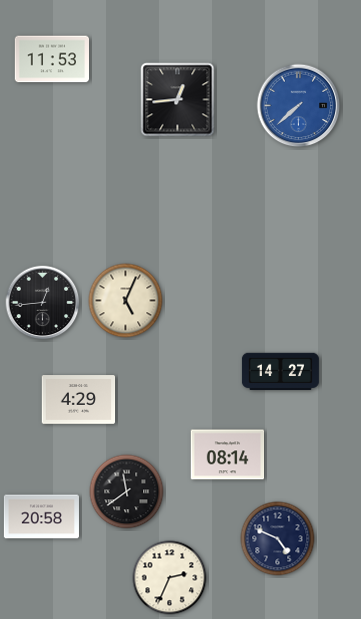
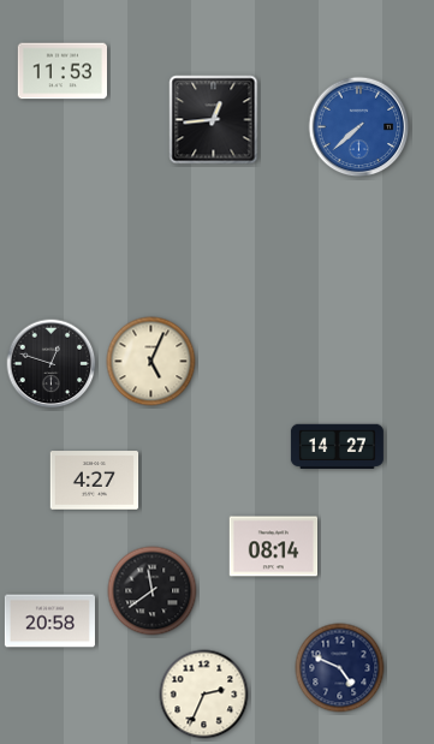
clock at (43, 303): 12:44 -> 12:48
clock at (79, 400): 4:29 -> 4:27
clock at (278, 539) position: (278, 539) -> (340, 668)
